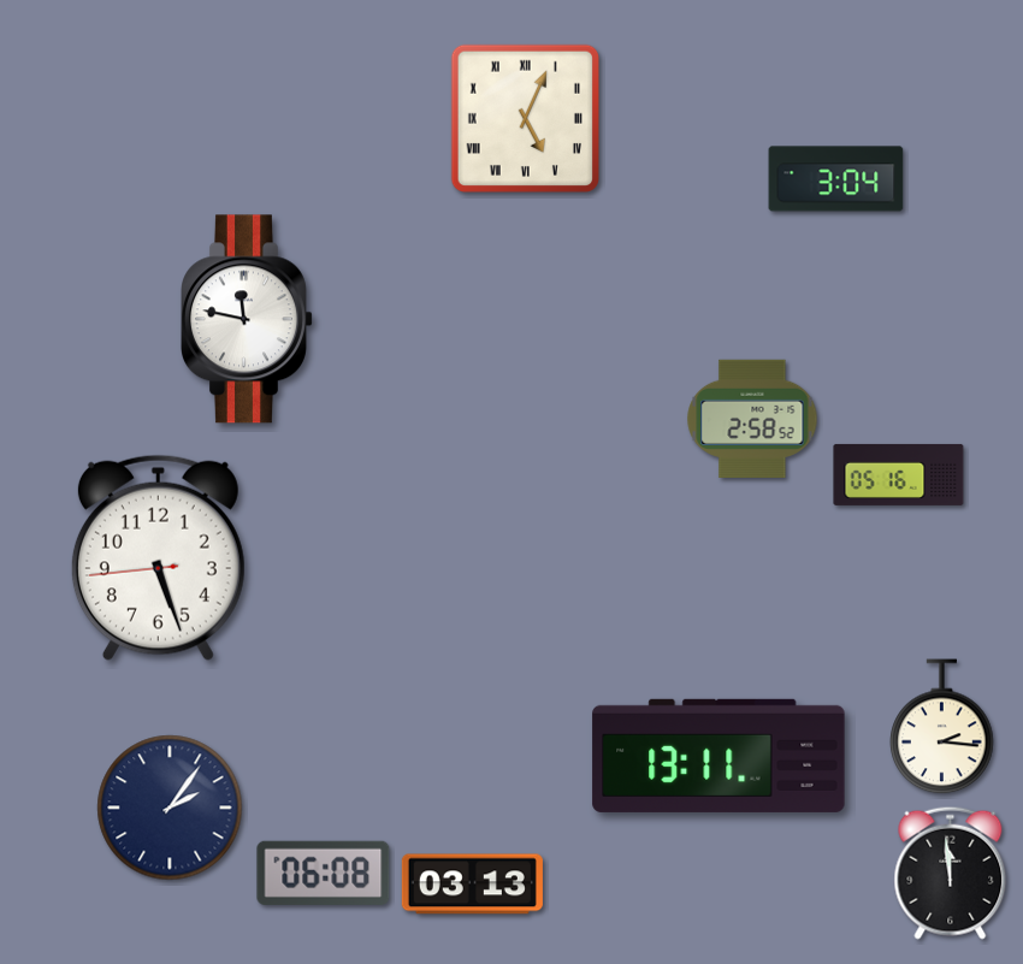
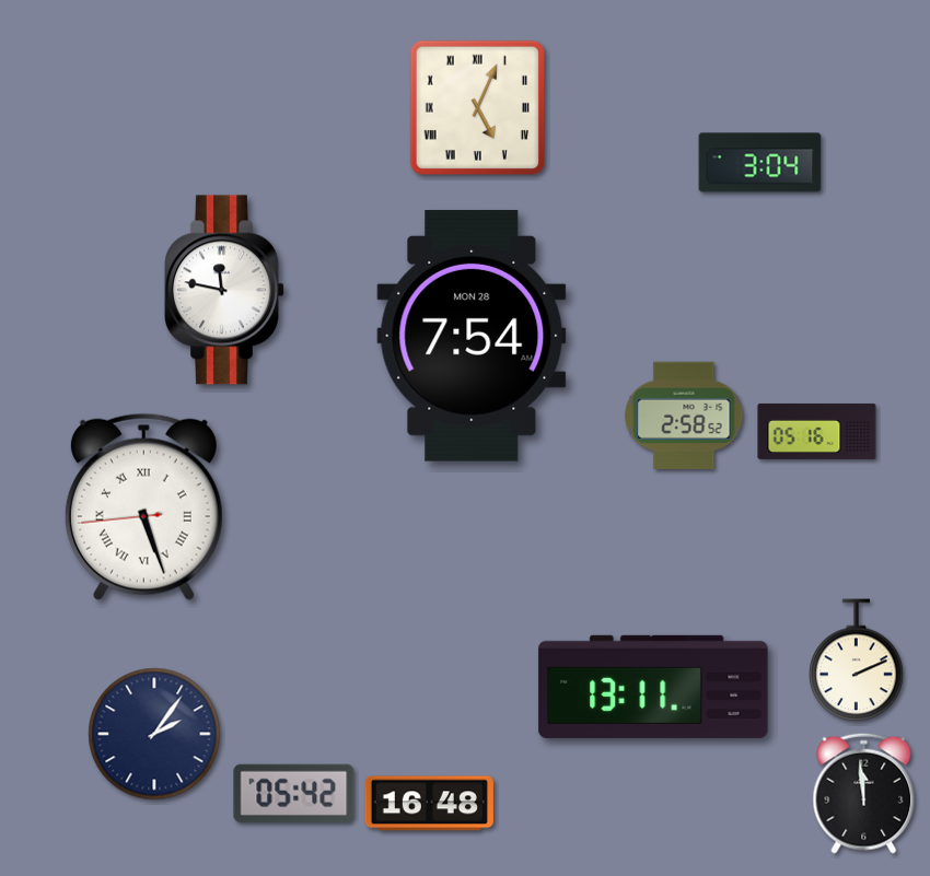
clock at (472, 336): none -> 7:54
clock at (752, 418) position: (752, 418) -> (684, 414)
clock at (158, 557) numerals: Arabic -> Roman
clock at (942, 727): 2:16 -> 2:11
clock at (324, 873): 06:08 -> 05:42
clock at (472, 885): 03:13 -> 16:48
